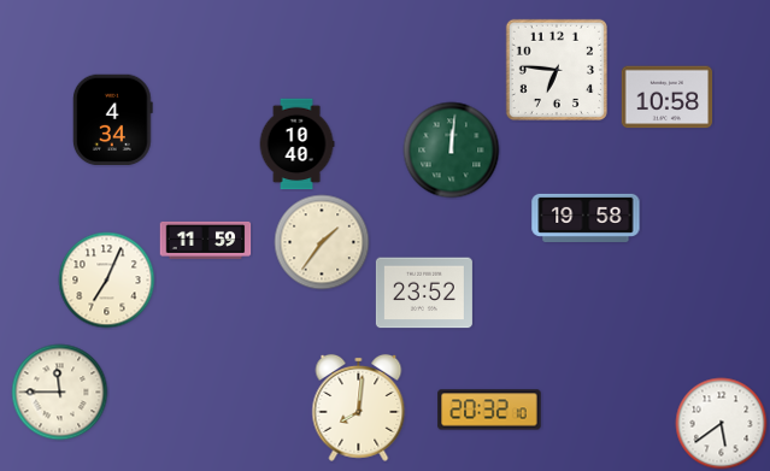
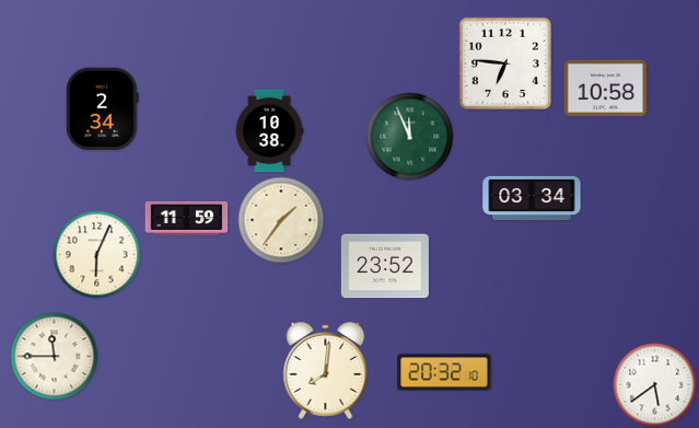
clock at (112, 120): 4:34 -> 2:34
clock at (296, 145): 10:40 -> 10:38
clock at (452, 151): 12:01 -> 11:56
clock at (586, 218): 19:58 -> 03:34
clock at (322, 242) position: (322, 242) -> (281, 220)
clock at (107, 281): 7:04 -> 6:04
